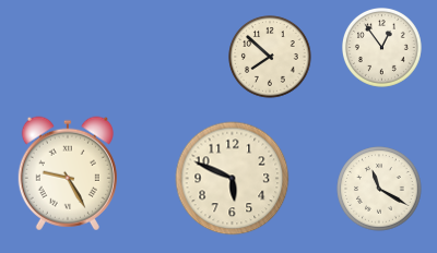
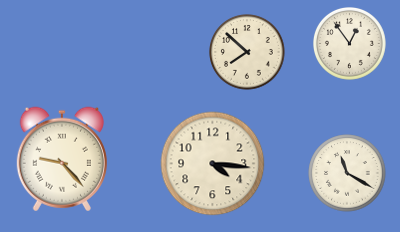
clock at (68, 173): 9:25 -> 9:23
clock at (233, 179): 5:49 -> 4:16
